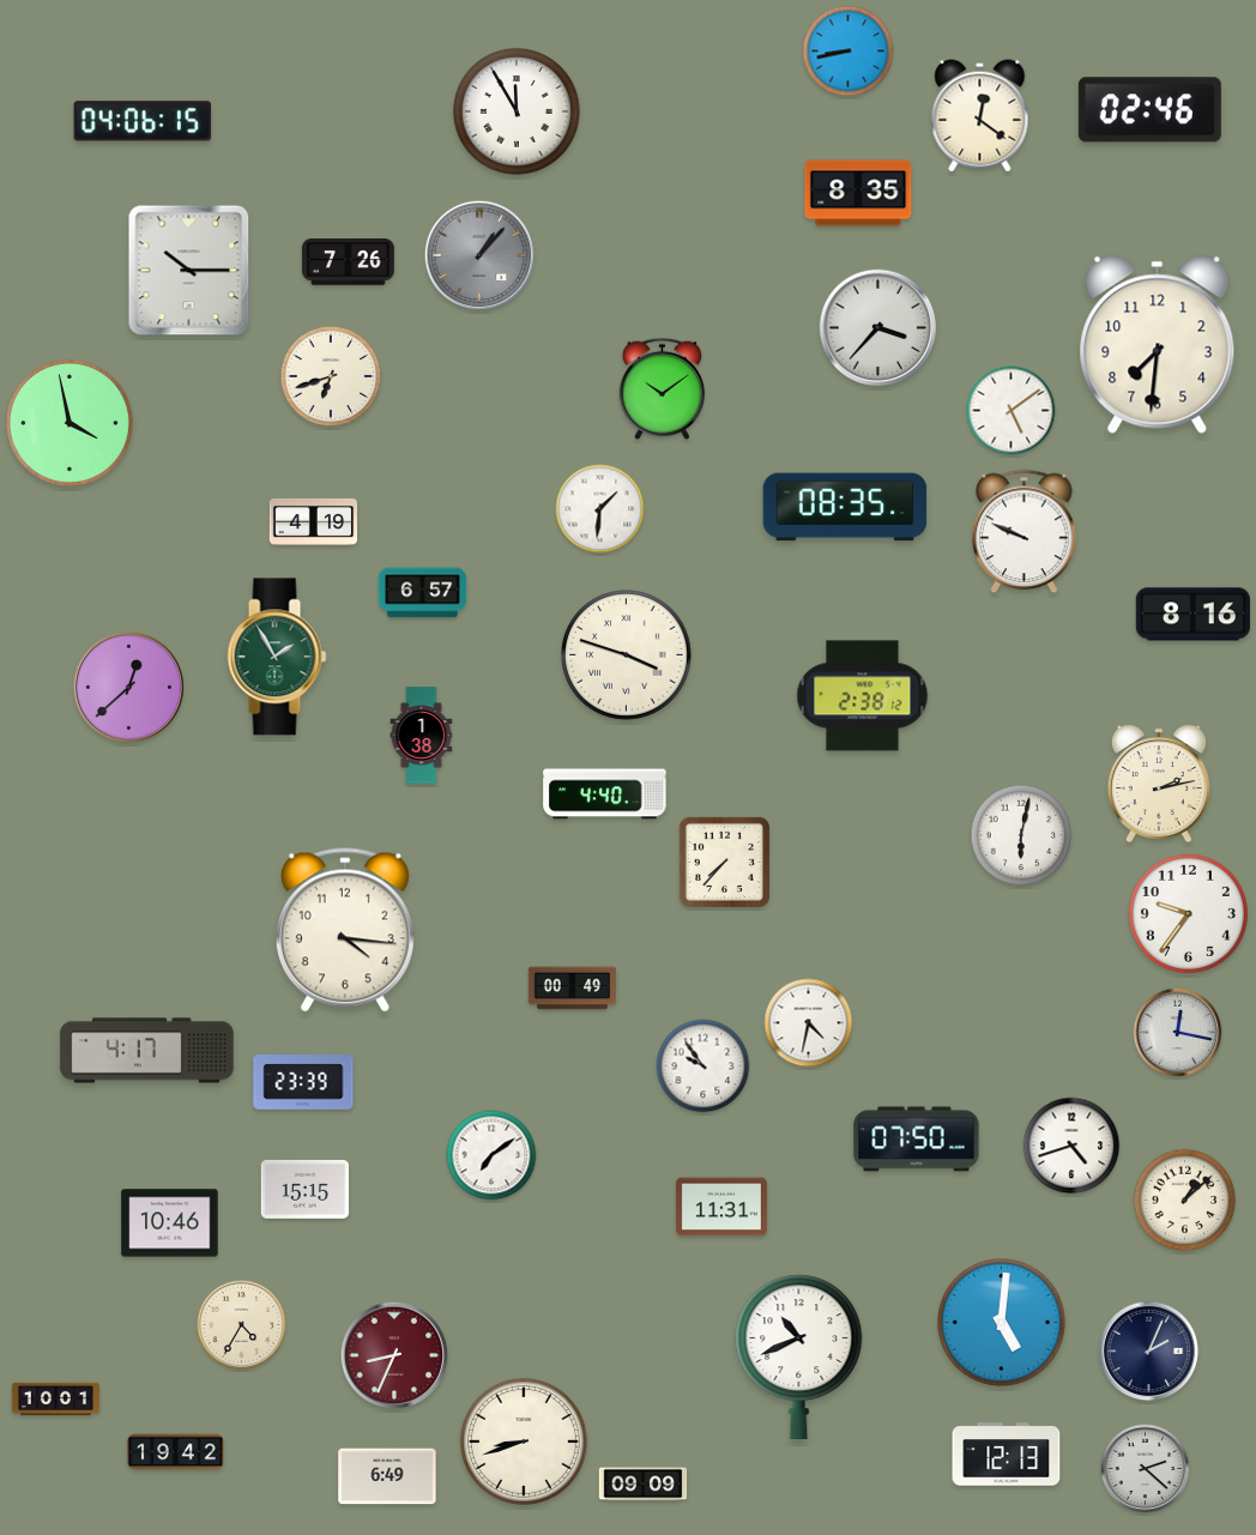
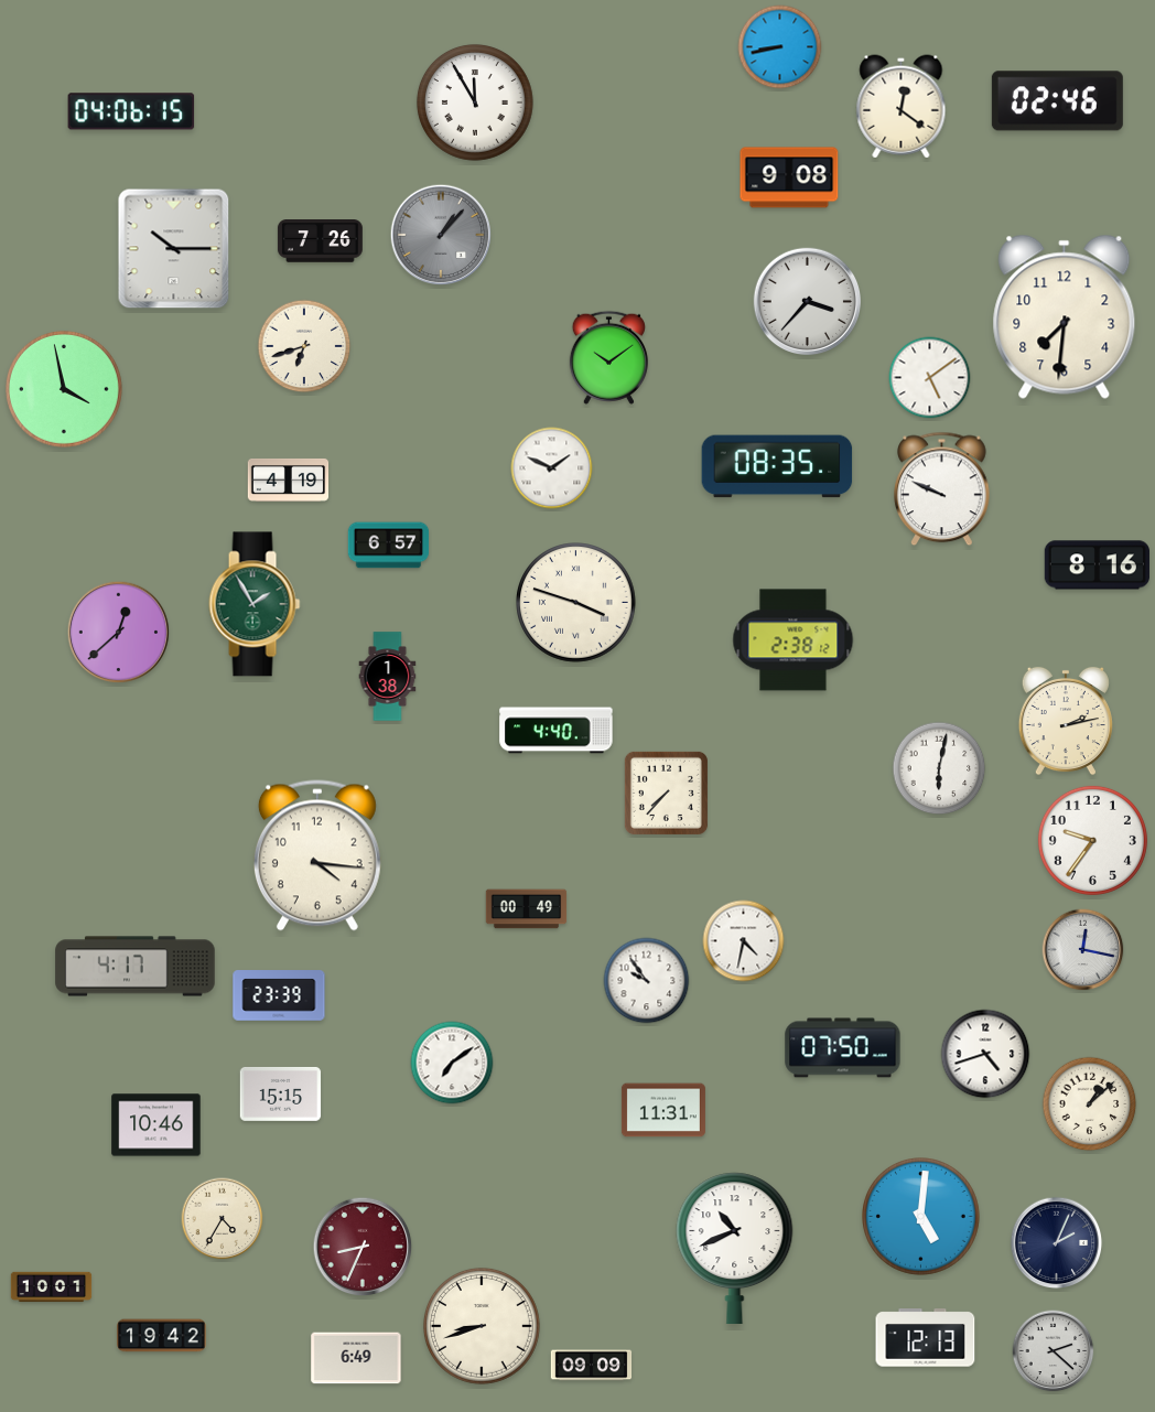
clock at (858, 193): 8:35 -> 9:08
clock at (600, 509): 1:31 -> 1:49
